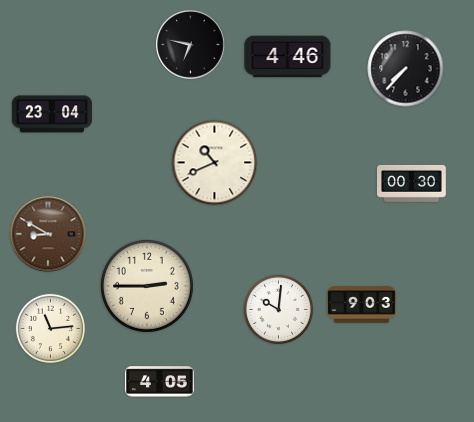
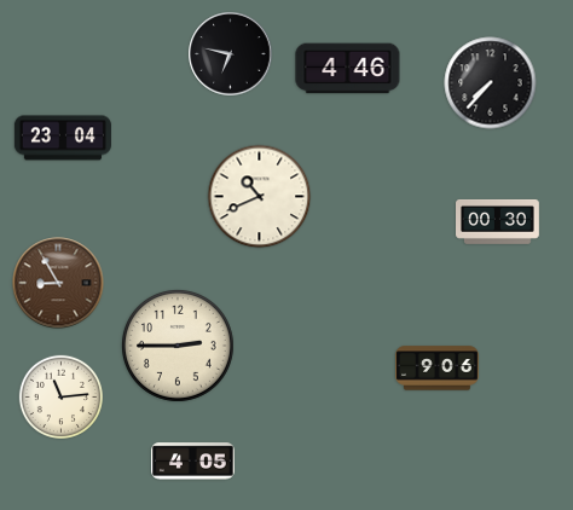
clock at (48, 234): 8:50 -> 8:55
clock at (362, 305): 9:03 -> 9:06
clock at (278, 309): 10:01 -> none
